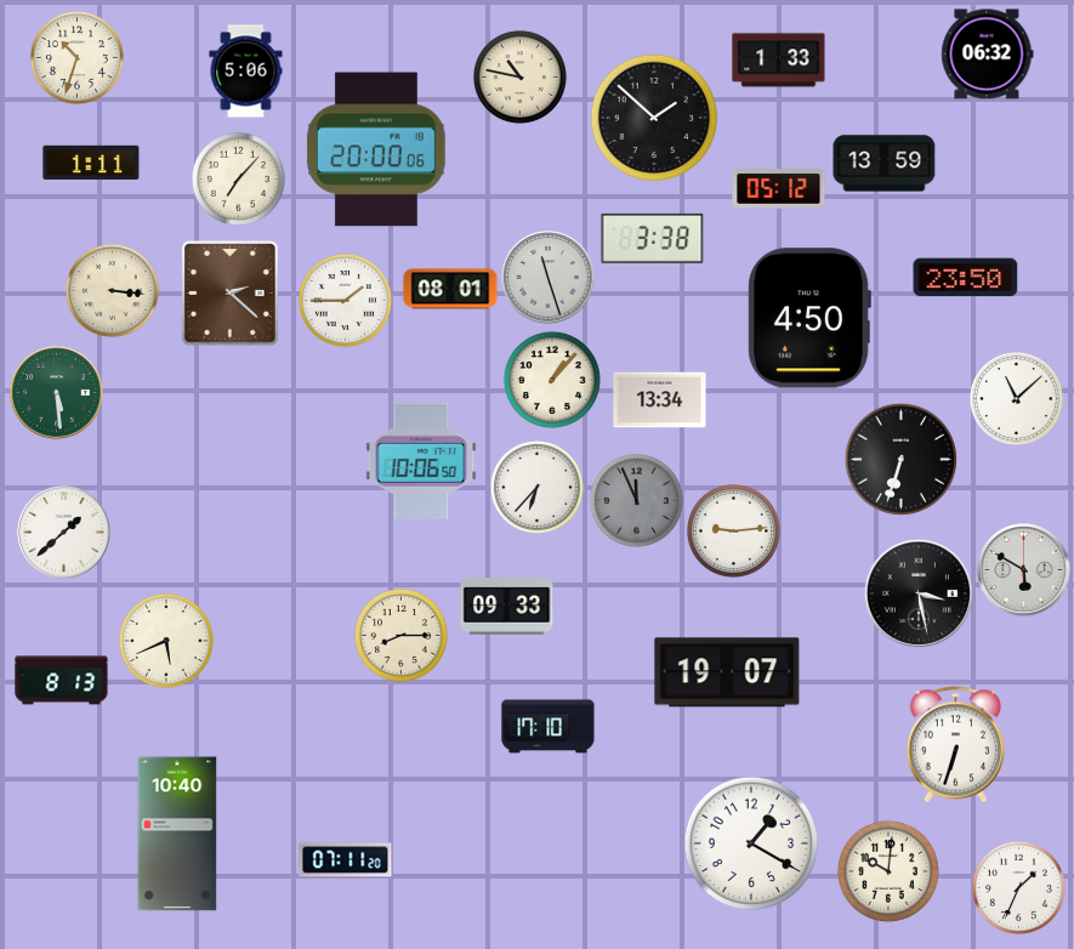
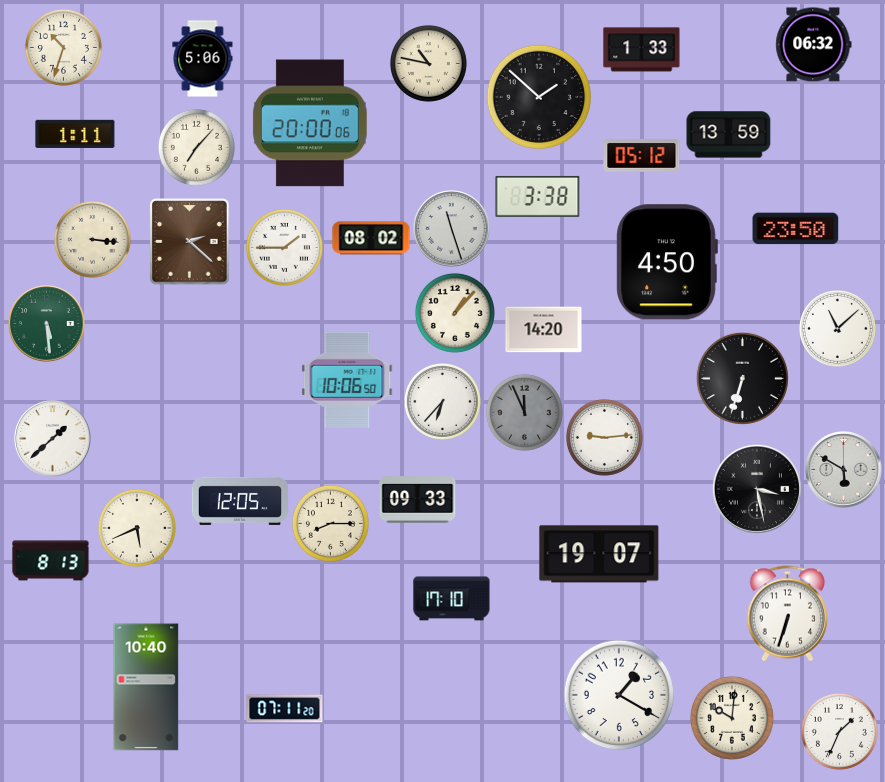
clock at (450, 289): 08:01 -> 08:02
clock at (660, 400): 13:34 -> 14:20
clock at (240, 501): none -> 12:05
